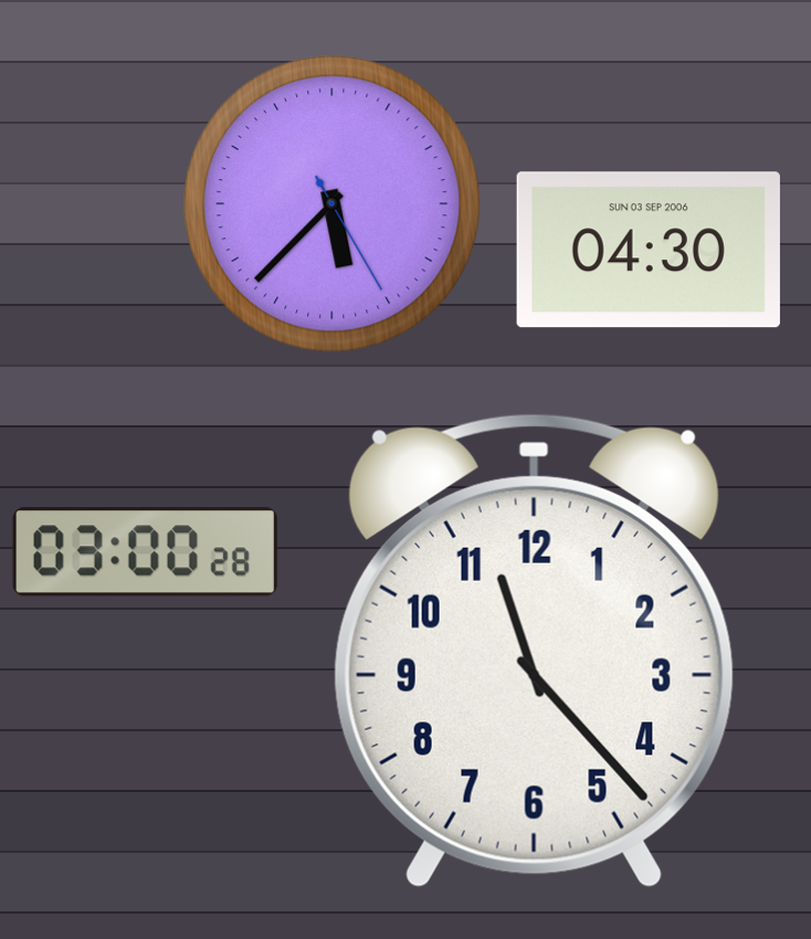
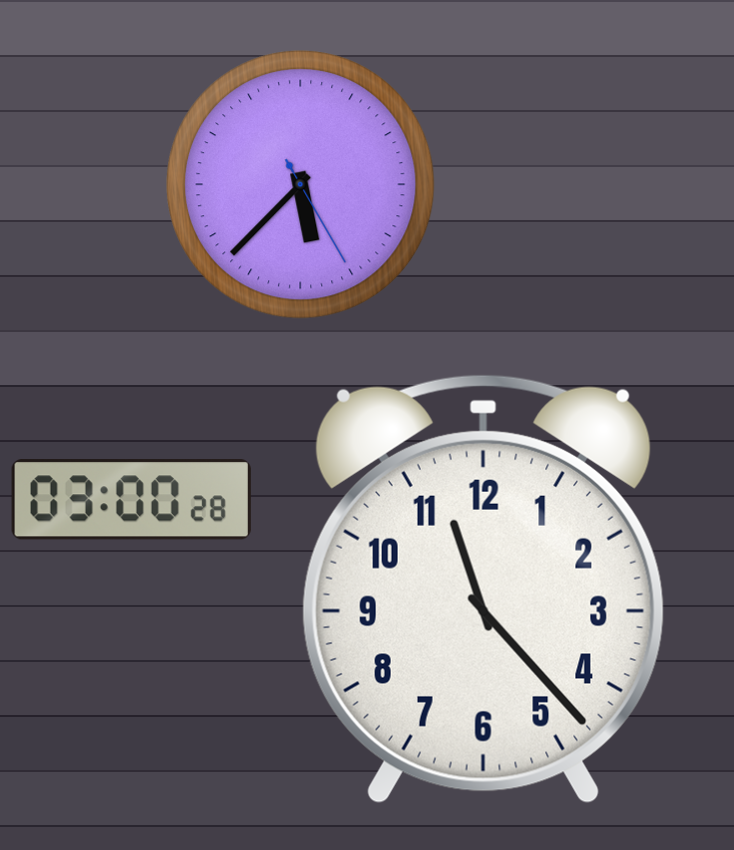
clock at (649, 250): 04:30 -> none
